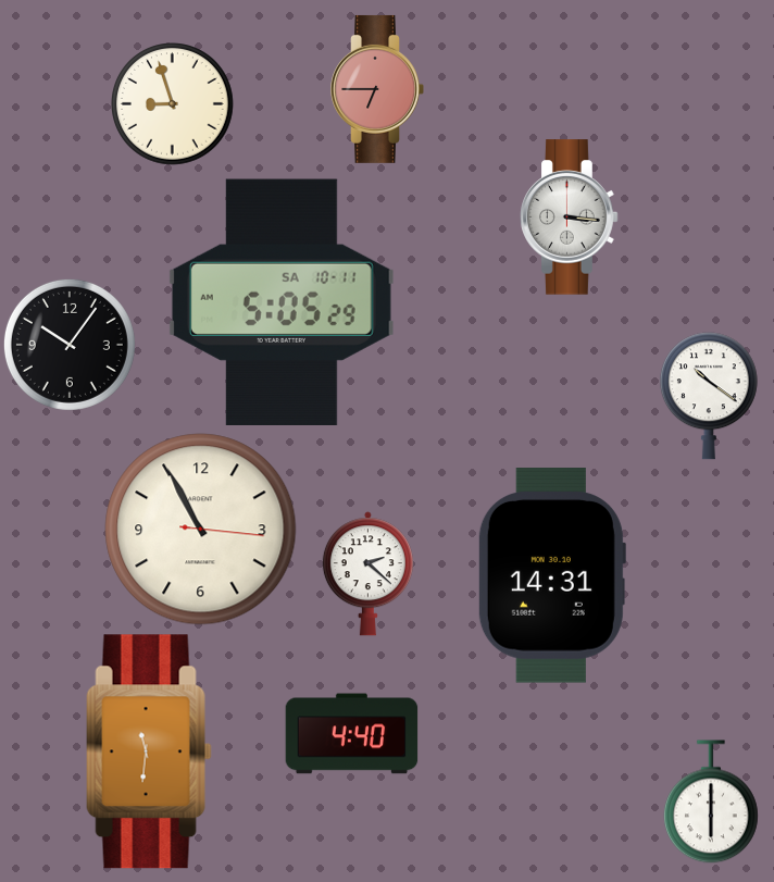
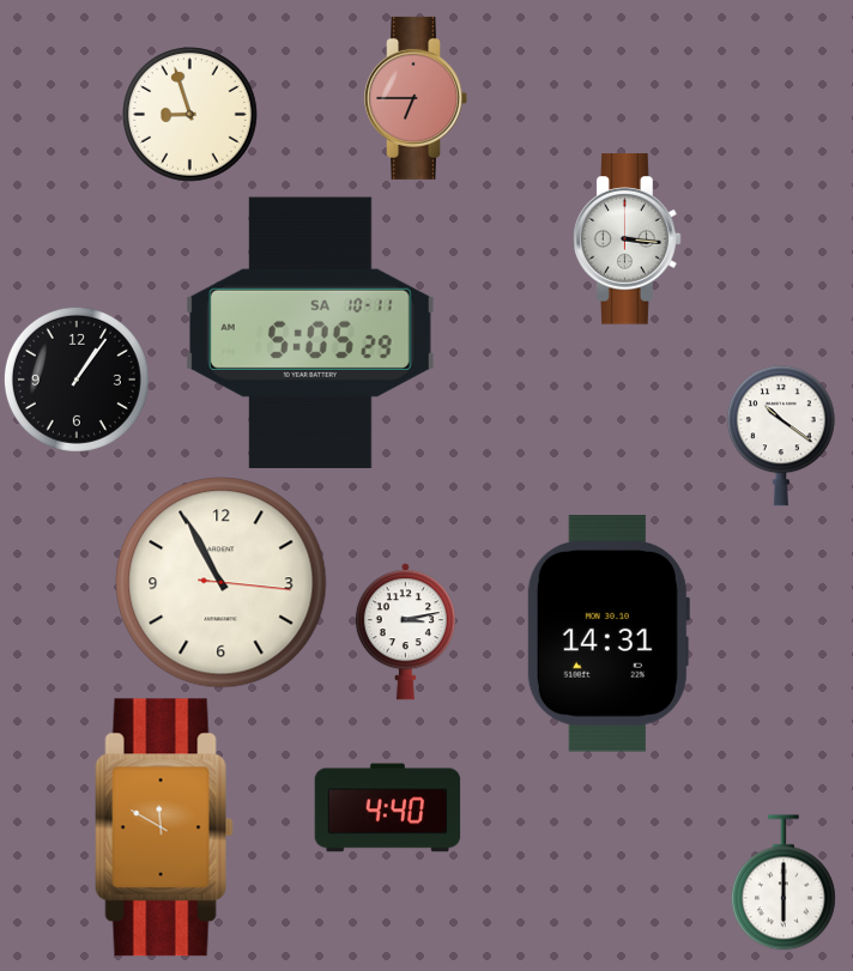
clock at (70, 345): 10:06 -> 1:06
clock at (367, 574): 2:22 -> 3:13
clock at (149, 751): 11:31 -> 11:50
